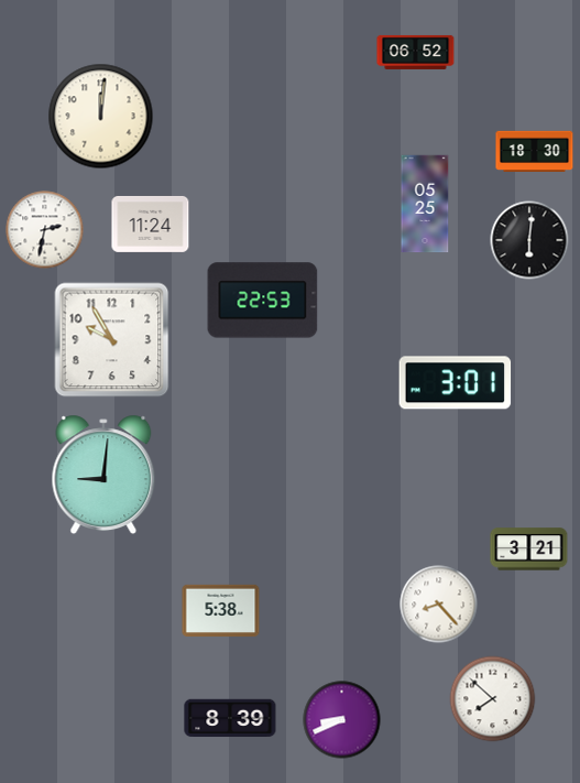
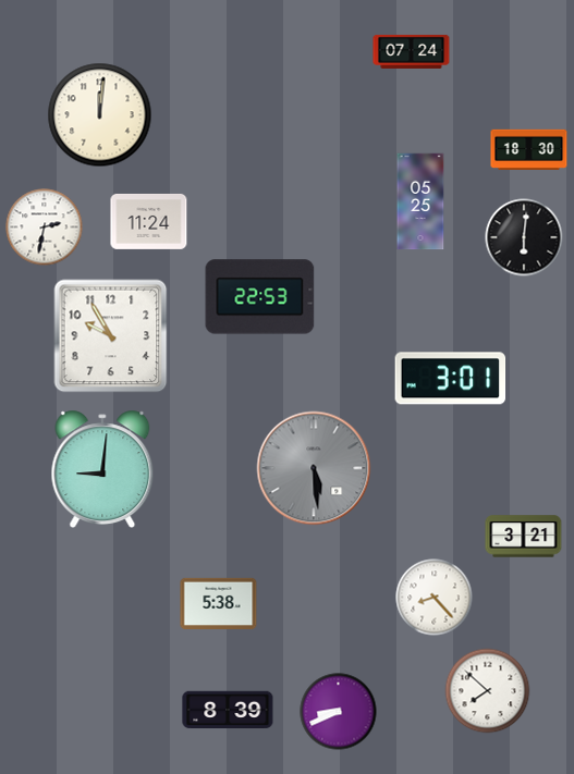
clock at (416, 52): 06:52 -> 07:24
clock at (314, 468): none -> 5:29
clock at (529, 550) position: (529, 550) -> (524, 537)
